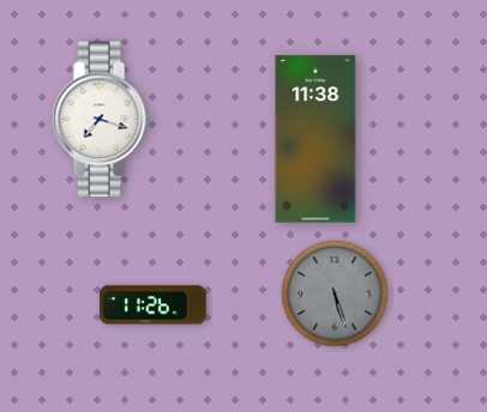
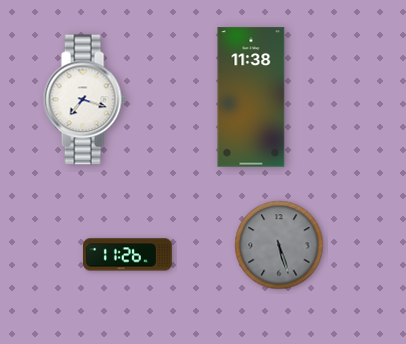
clock at (315, 139) position: (315, 139) -> (251, 97)
